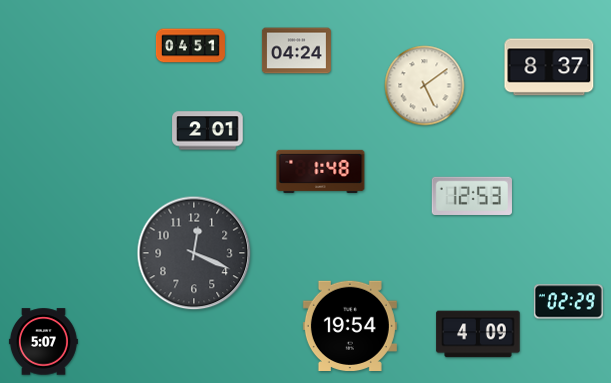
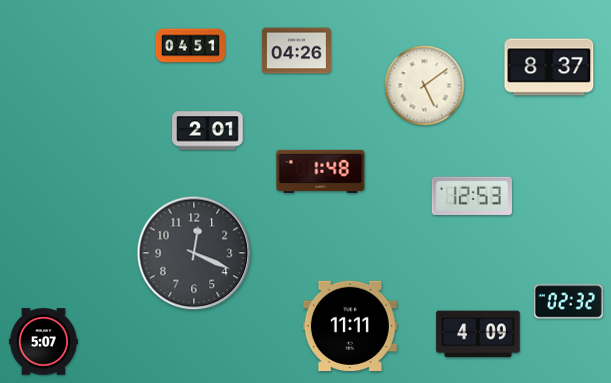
clock at (296, 51): 04:24 -> 04:26
clock at (568, 302): 02:29 -> 02:32
clock at (350, 325): 19:54 -> 11:11
